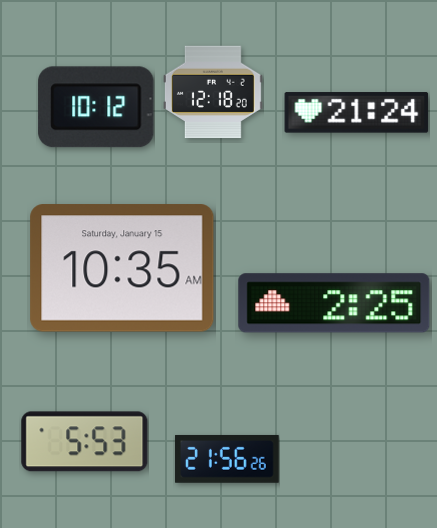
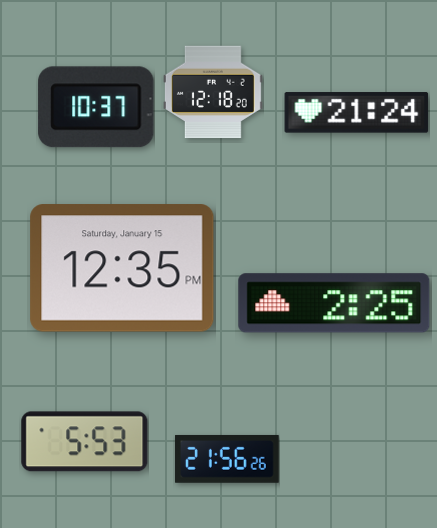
clock at (96, 107): 10:12 -> 10:37
clock at (122, 268): 10:35 -> 12:35
